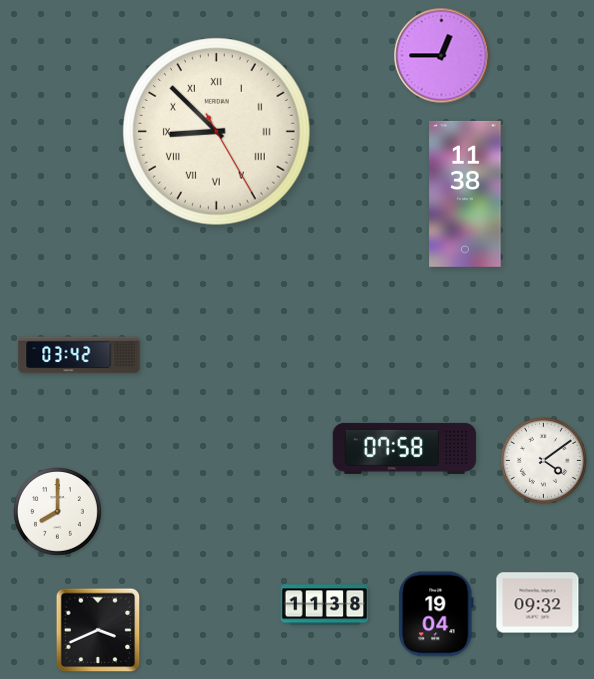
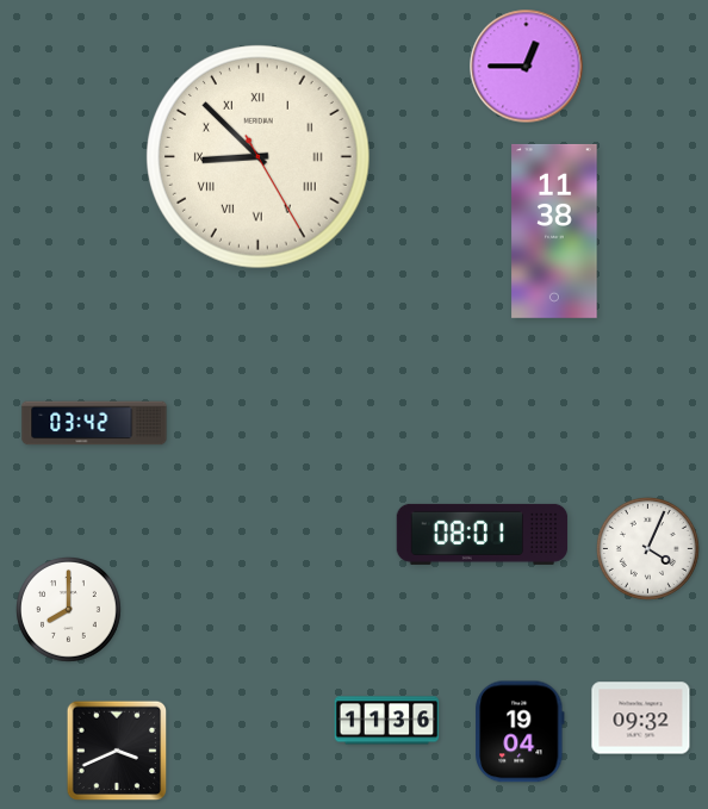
clock at (405, 448): 07:58 -> 08:01
clock at (543, 460): 4:09 -> 4:04
clock at (325, 605): 11:38 -> 11:36
